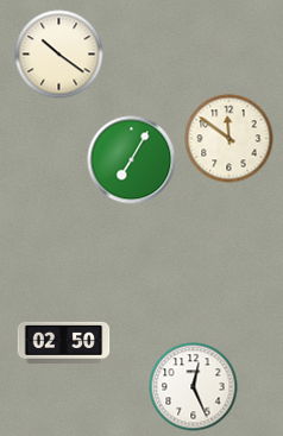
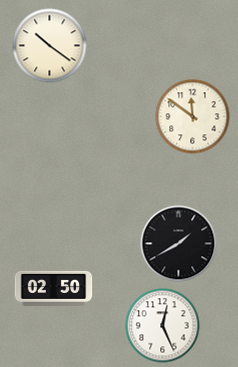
clock at (132, 160): 7:05 -> none
clock at (179, 244): none -> 1:40
